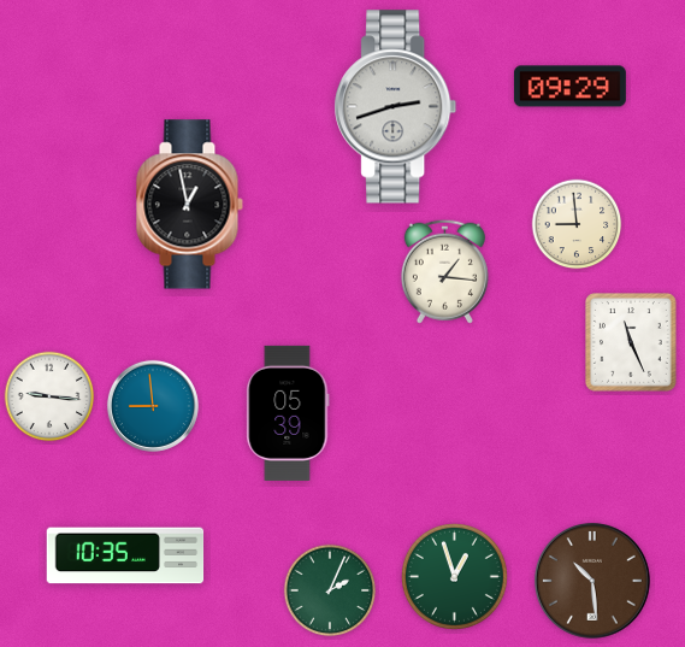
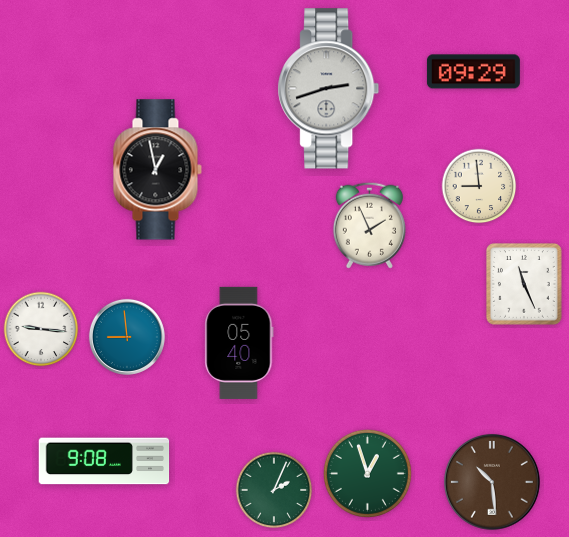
clock at (444, 271): 1:16 -> 1:56
clock at (288, 413): 05:39 -> 05:40
clock at (125, 555): 10:35 -> 9:08
clock at (454, 576) position: (454, 576) -> (367, 473)
